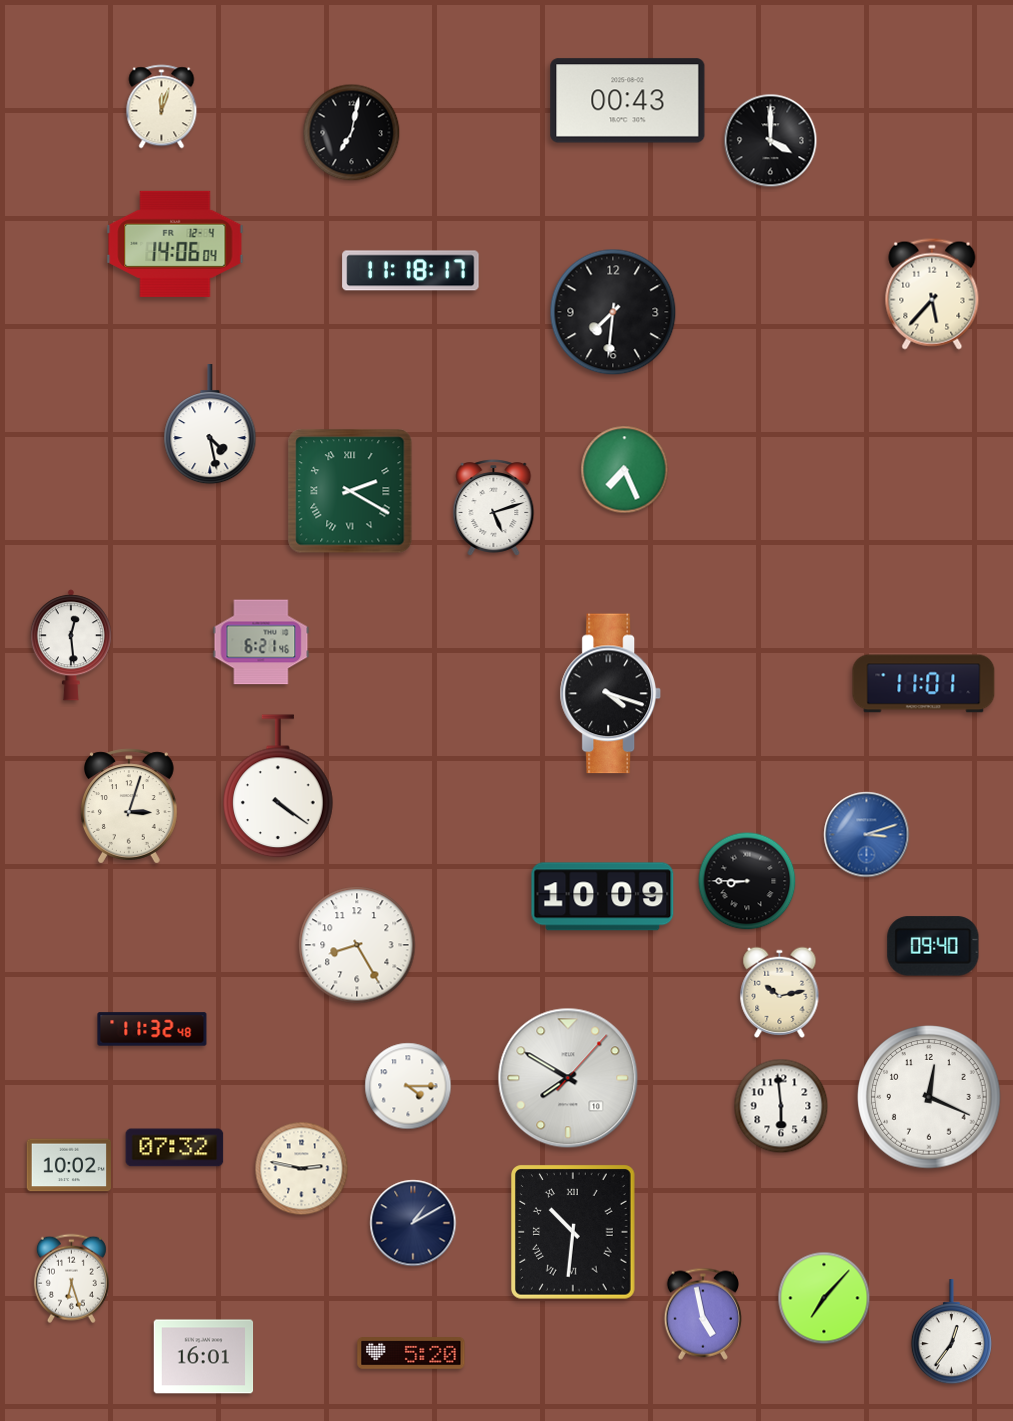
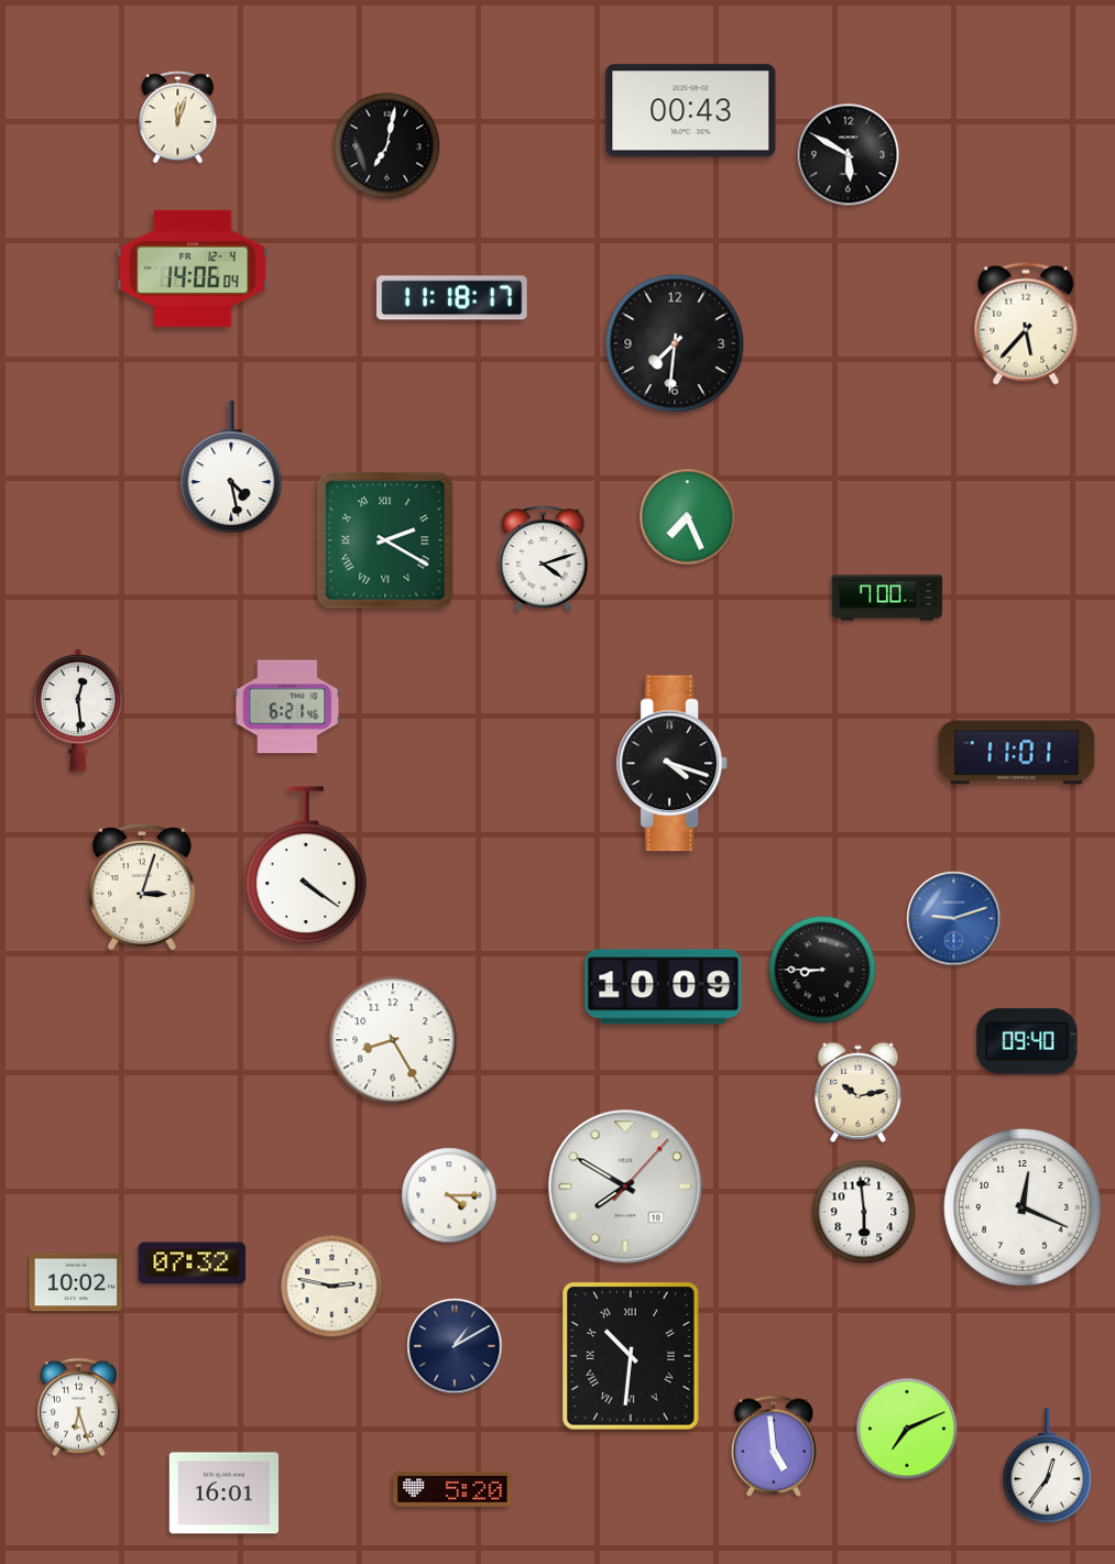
clock at (771, 141): 4:00 -> 5:50
clock at (494, 508): 5:12 -> 4:12
clock at (886, 598): none -> 7:00
clock at (867, 835): 3:12 -> 9:12
clock at (152, 1029): 11:32 -> none
clock at (781, 1106) position: (781, 1106) -> (864, 1212)
clock at (824, 1298): 7:07 -> 7:11
clock at (703, 1314): 4:58 -> 4:59
